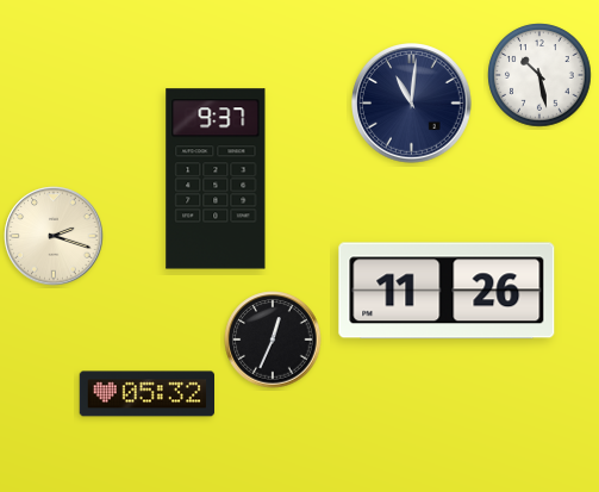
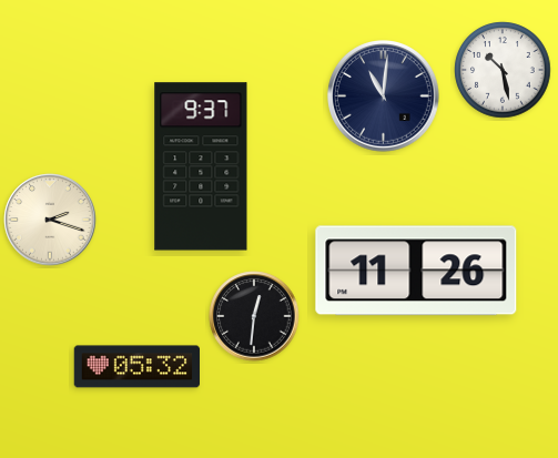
clock at (273, 340): 12:34 -> 12:31
